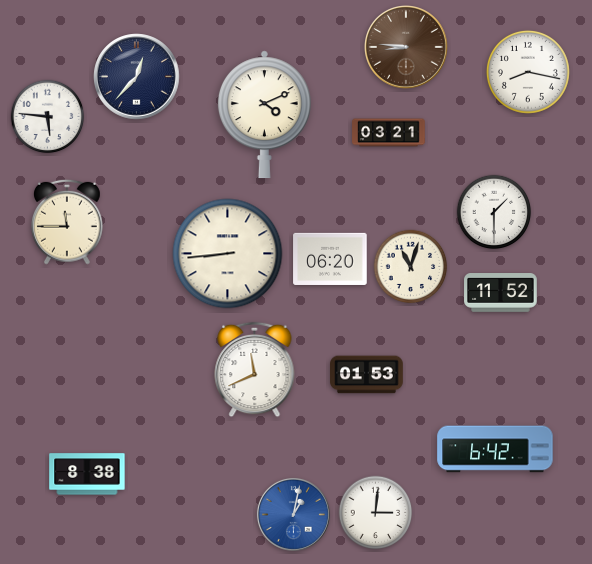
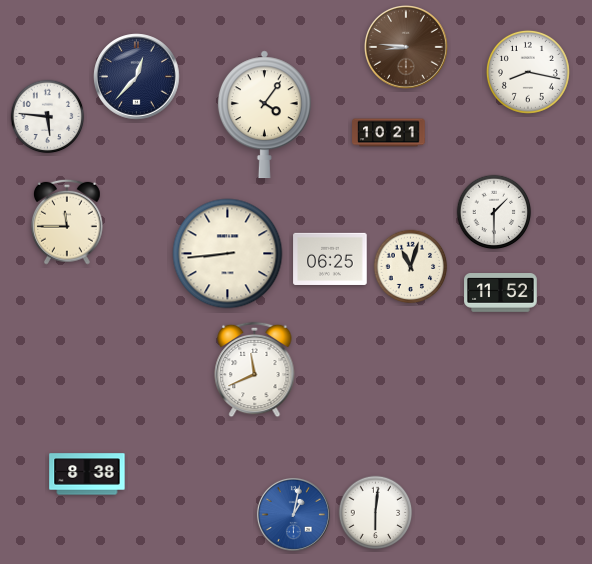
clock at (264, 115): 4:11 -> 4:06
clock at (389, 133): 03:21 -> 10:21
clock at (330, 259): 06:20 -> 06:25
clock at (367, 375): 01:53 -> none
clock at (495, 449): 6:42 -> none
clock at (376, 513): 3:01 -> 6:01
